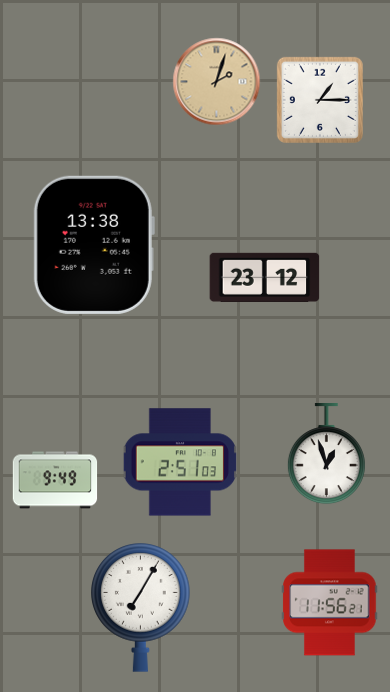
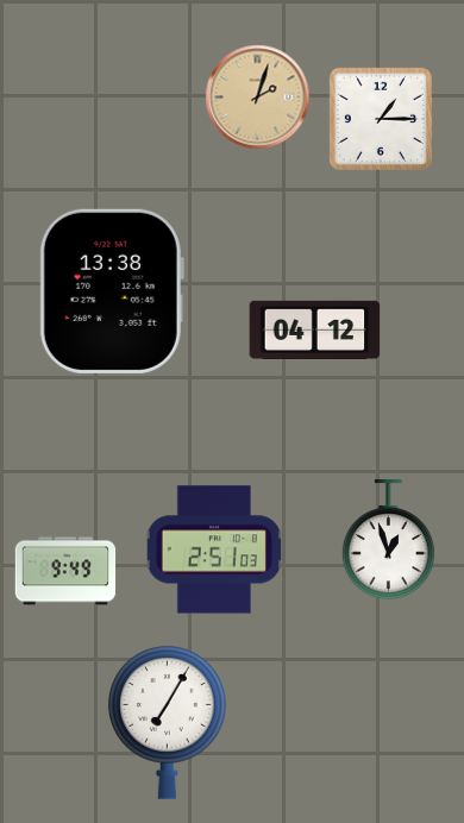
clock at (265, 277): 23:12 -> 04:12
clock at (330, 603): 11:56 -> none
